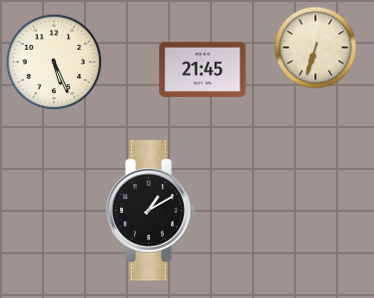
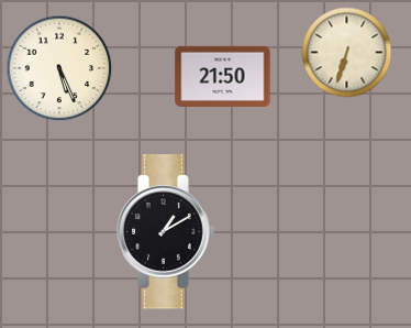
clock at (203, 69): 21:45 -> 21:50
